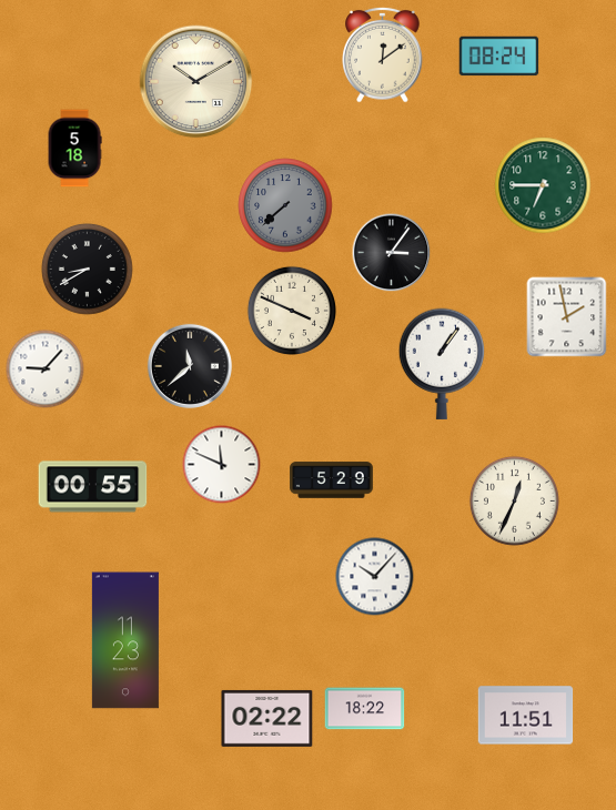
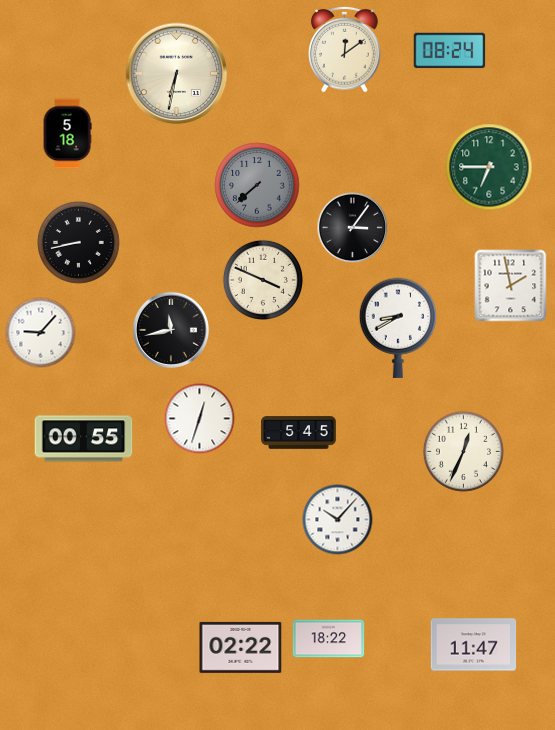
clock at (196, 82): 10:10 -> 6:32
clock at (88, 270): 8:40 -> 8:43
clock at (441, 364): 1:06 -> 8:40
clock at (190, 366): 11:38 -> 11:43
clock at (222, 465): 11:49 -> 12:33
clock at (332, 480): 5:29 -> 5:45
clock at (125, 640): 11:23 -> none
clock at (526, 716): 11:51 -> 11:47
